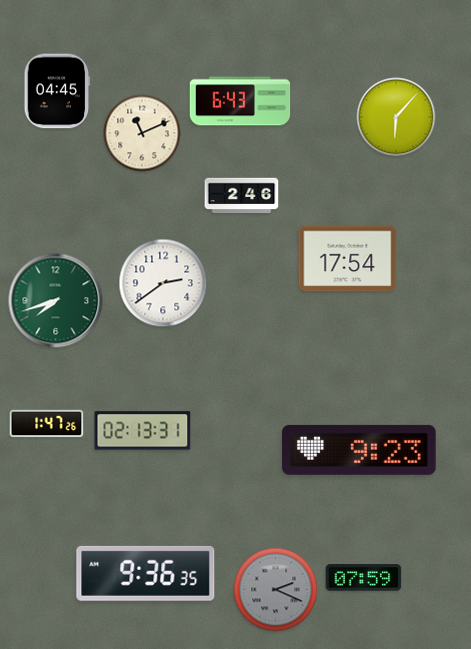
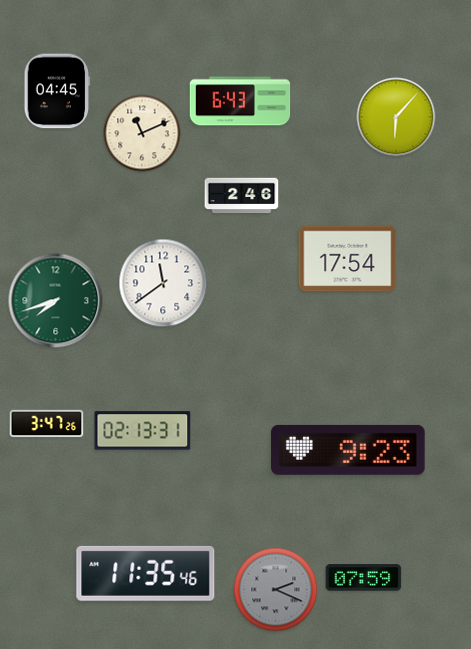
clock at (163, 283): 2:39 -> 11:39
clock at (47, 424): 1:47 -> 3:47
clock at (359, 450) position: (359, 450) -> (348, 450)
clock at (146, 573): 9:36 -> 11:35
